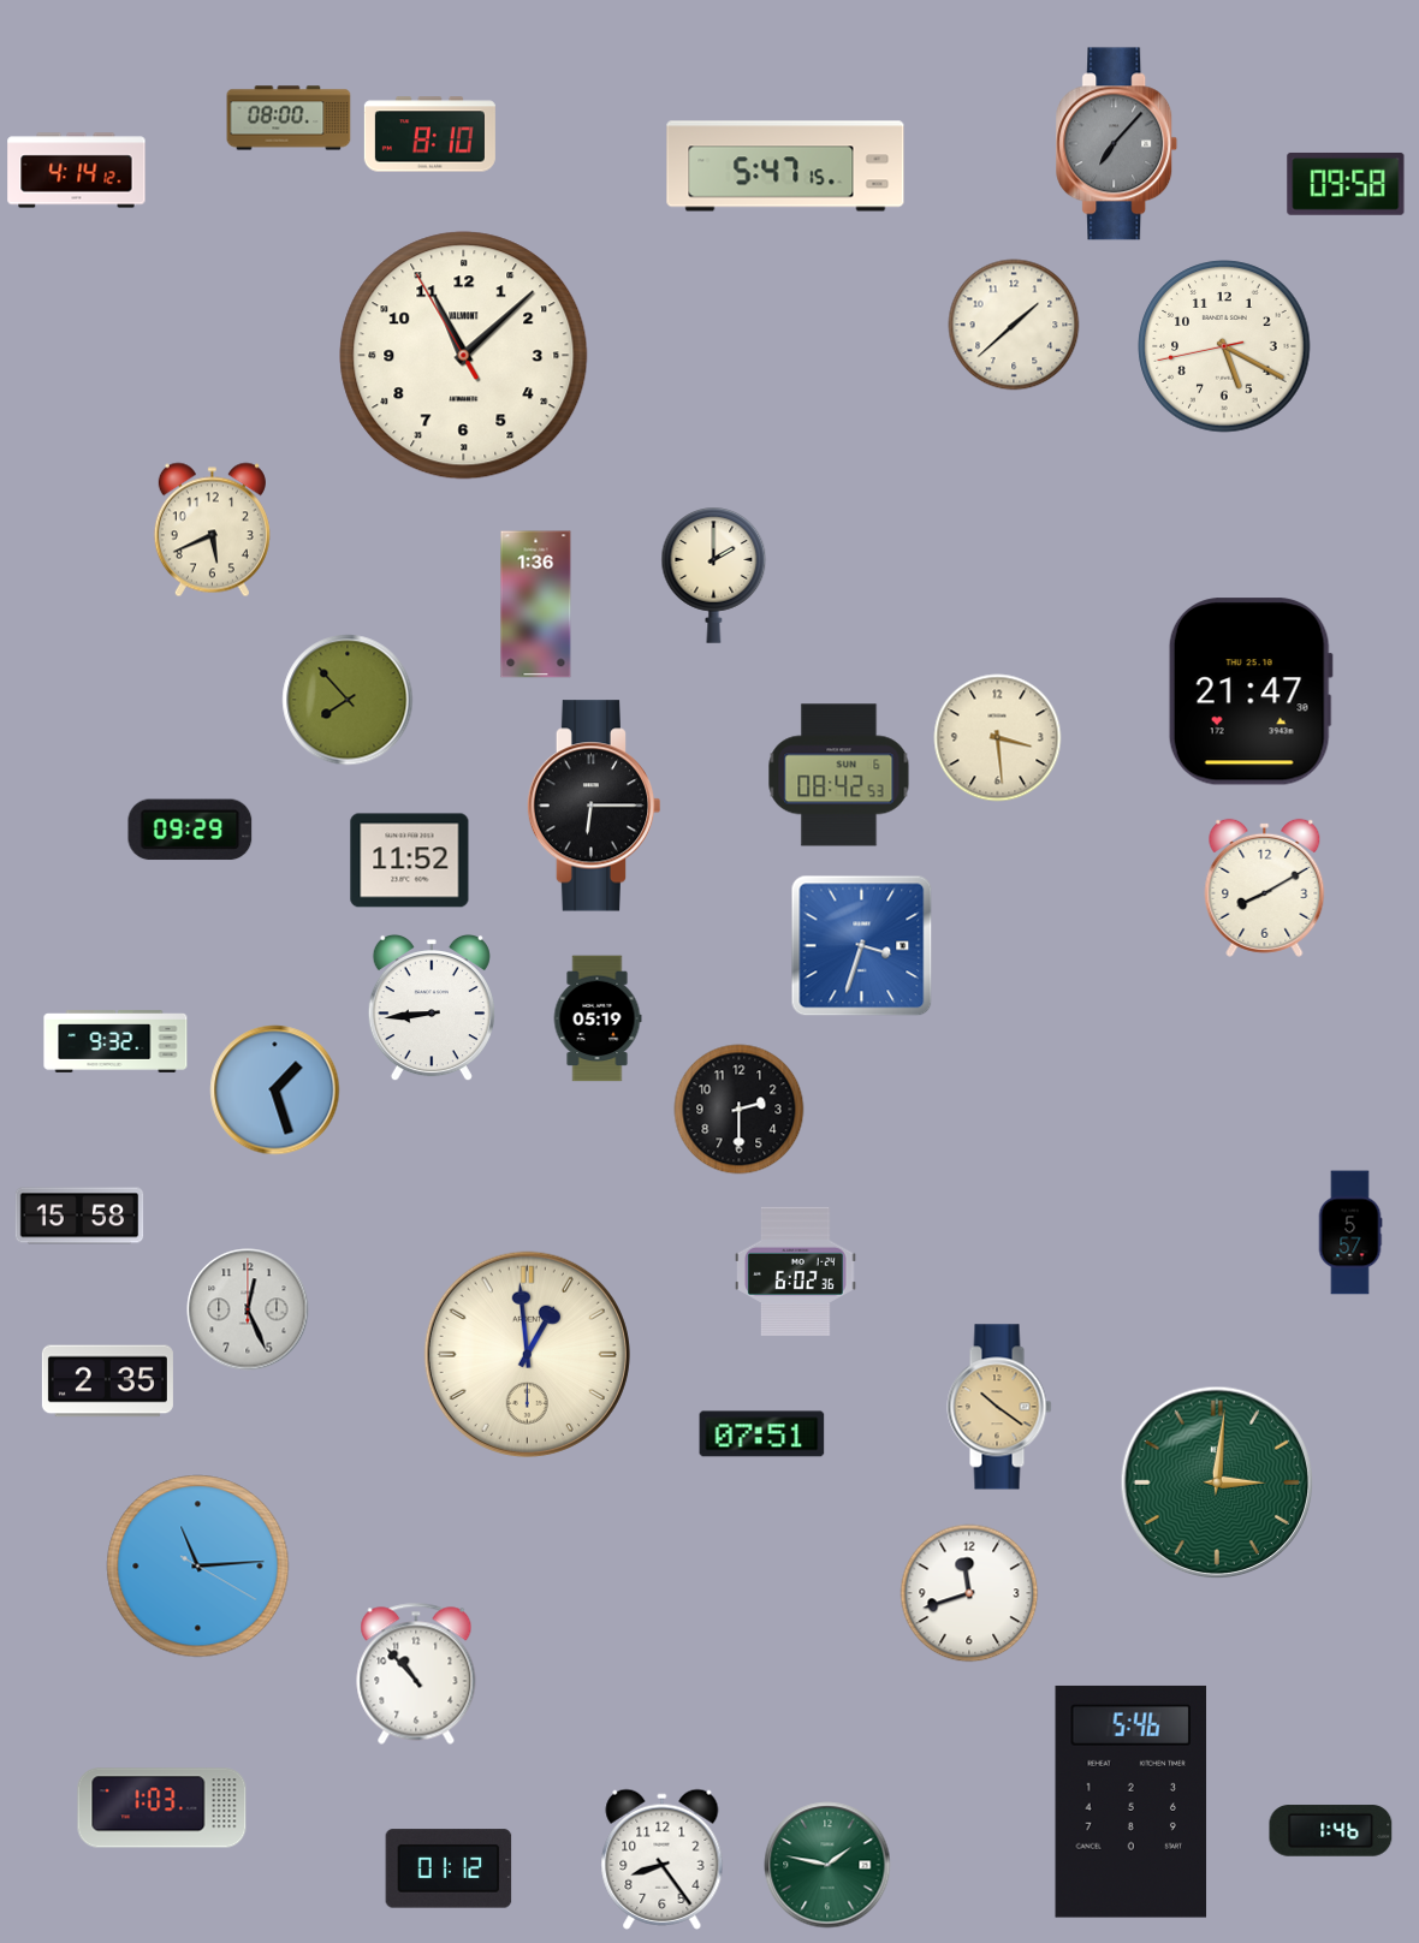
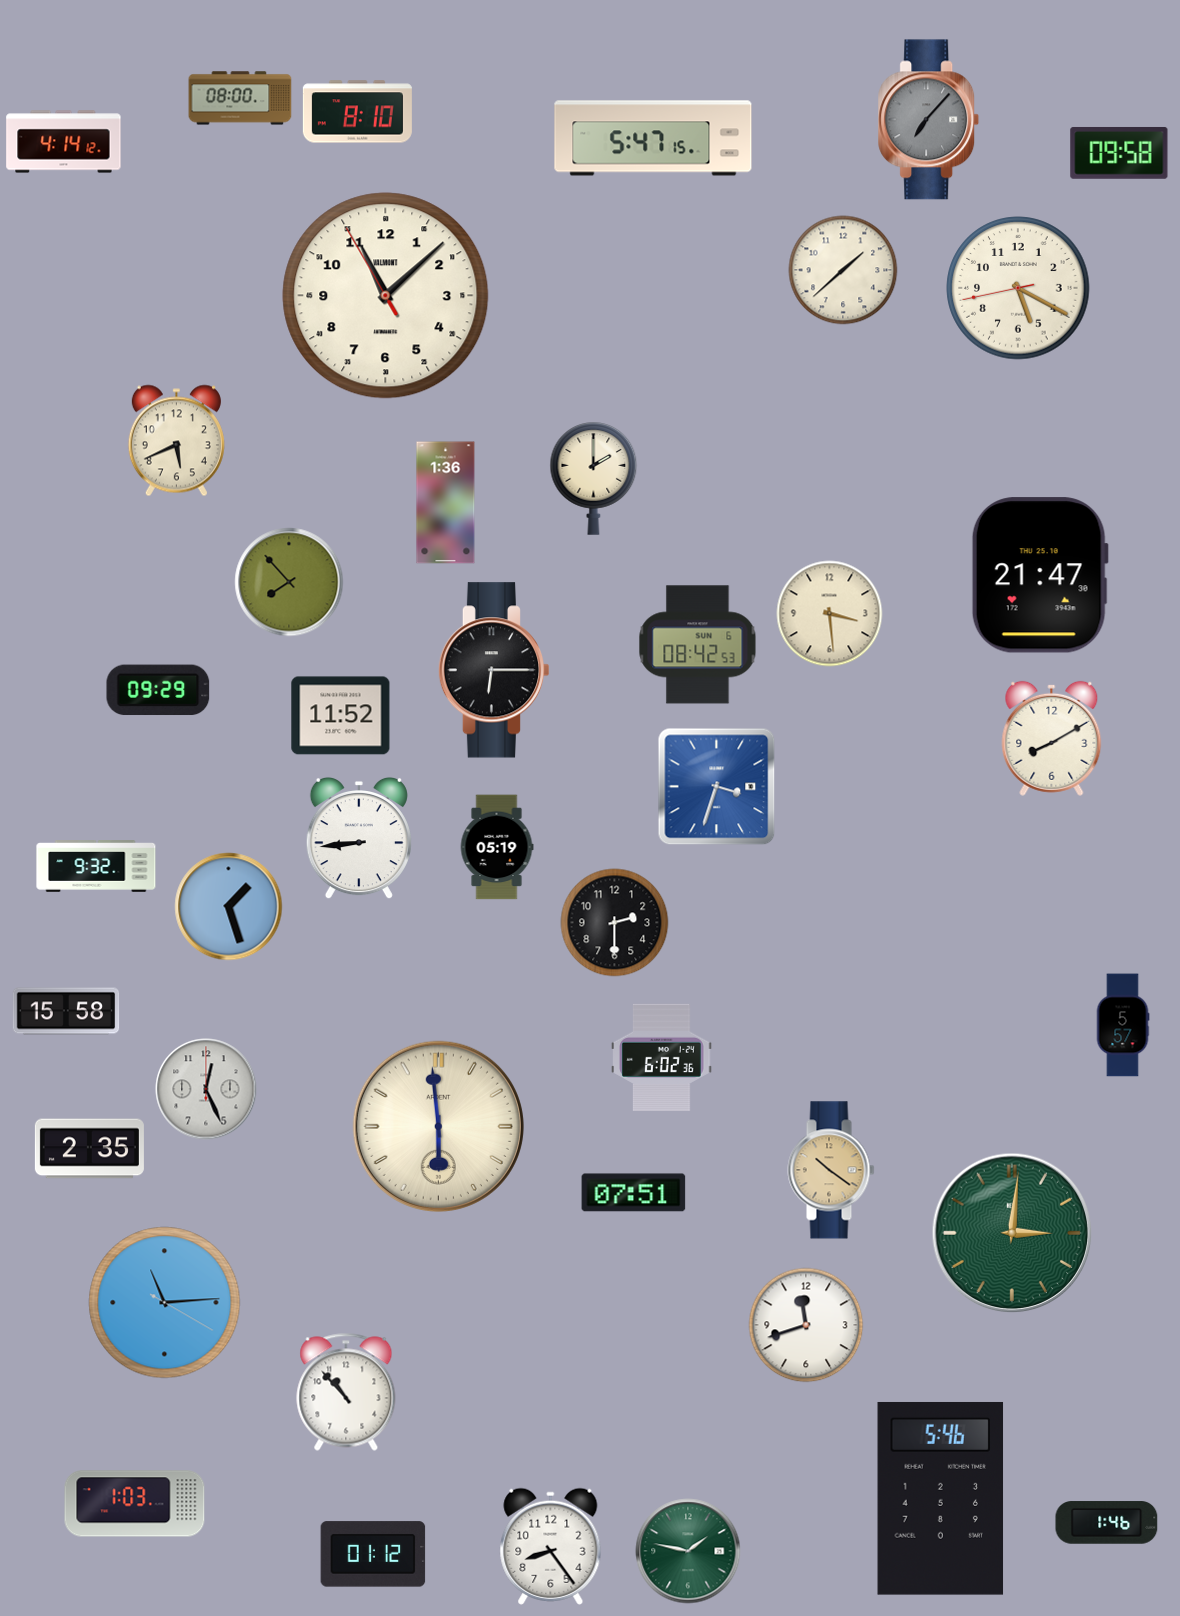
clock at (527, 1354): 12:59 -> 5:59
